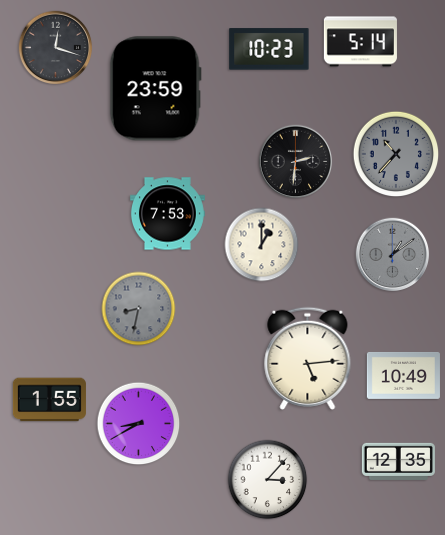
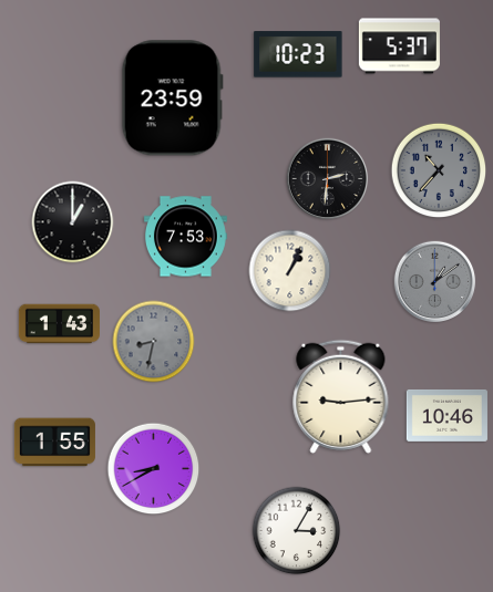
clock at (360, 42): 5:14 -> 5:37
clock at (56, 48): 12:18 -> none
clock at (73, 222): none -> 1:00
clock at (262, 245): 1:00 -> 1:04
clock at (59, 324): none -> 1:43
clock at (308, 358): 5:14 -> 9:14
clock at (403, 375): 10:49 -> 10:46
clock at (398, 461): 12:35 -> none
clock at (268, 480): 3:07 -> 3:05
